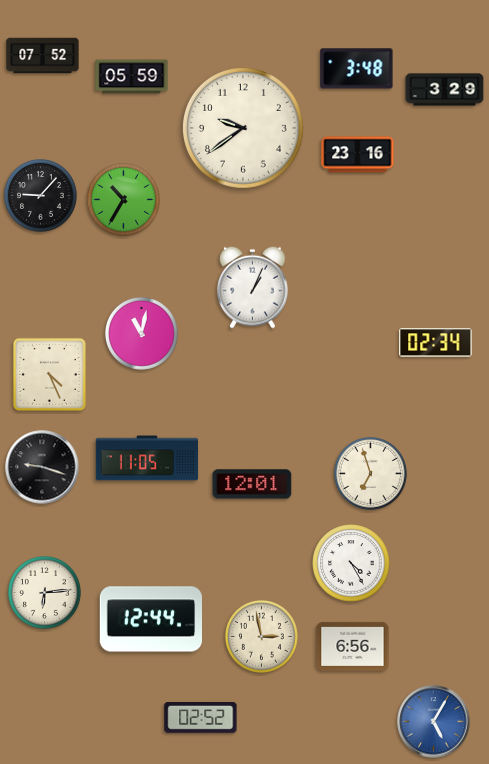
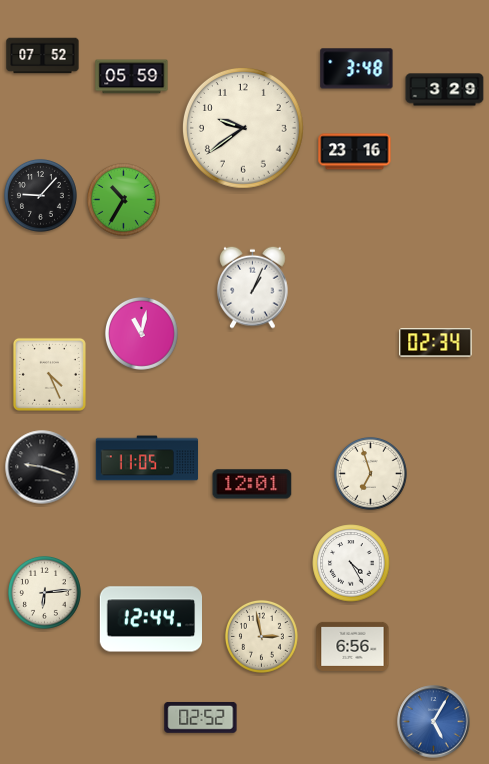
clock at (358, 155) position: (358, 155) -> (355, 152)
